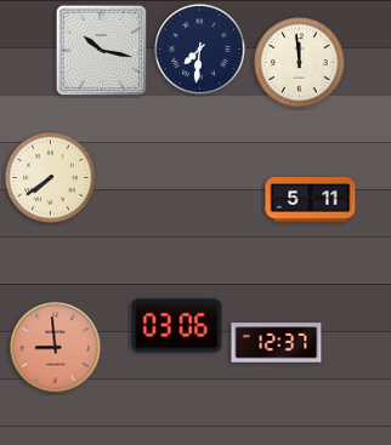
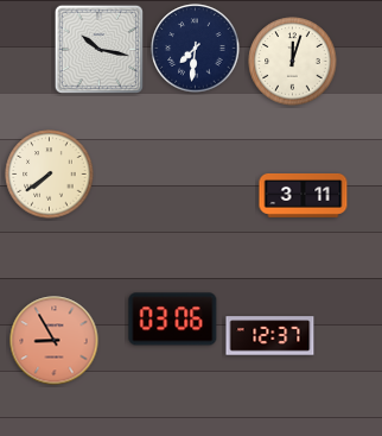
clock at (300, 63): 11:59 -> 12:03
clock at (311, 199): 5:11 -> 3:11
clock at (56, 348): 8:59 -> 8:55
